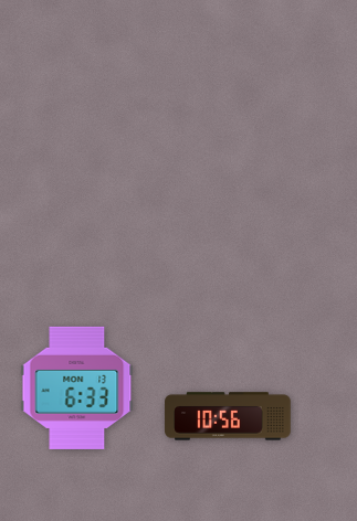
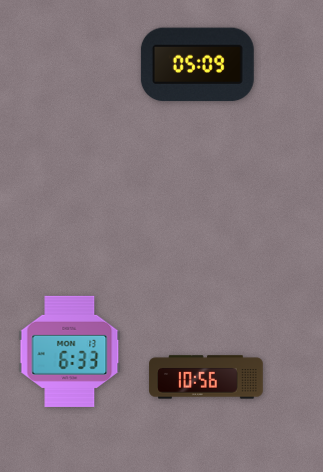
clock at (197, 65): none -> 05:09
